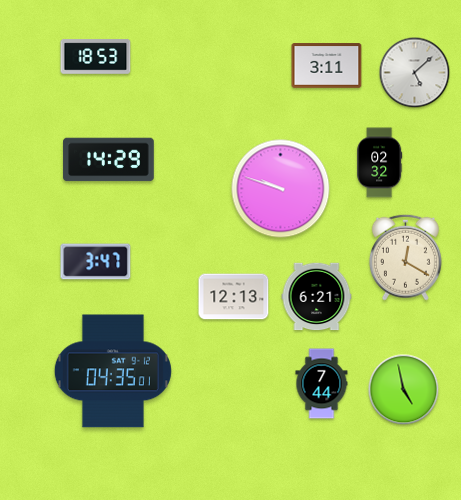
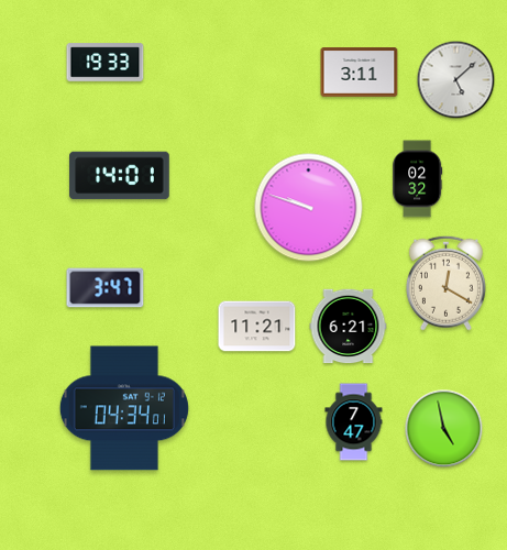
clock at (96, 57): 18:53 -> 19:33
clock at (109, 160): 14:29 -> 14:01
clock at (234, 297): 12:13 -> 11:21
clock at (113, 371): 04:35 -> 04:34
clock at (322, 384): 7:44 -> 7:47
